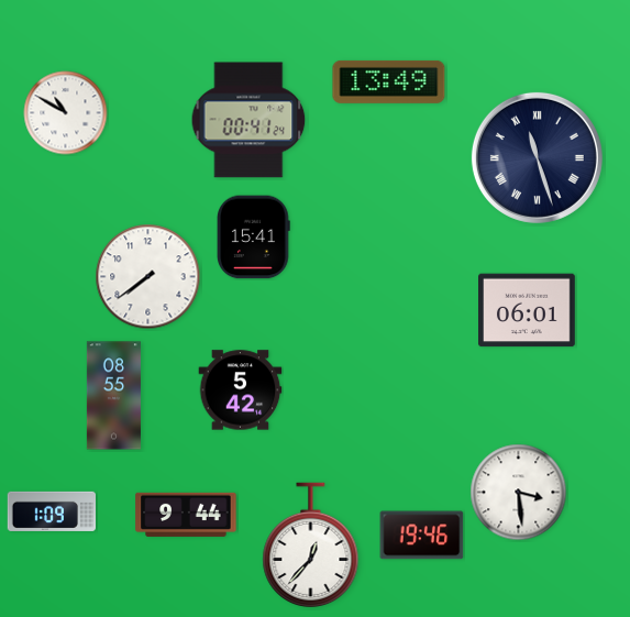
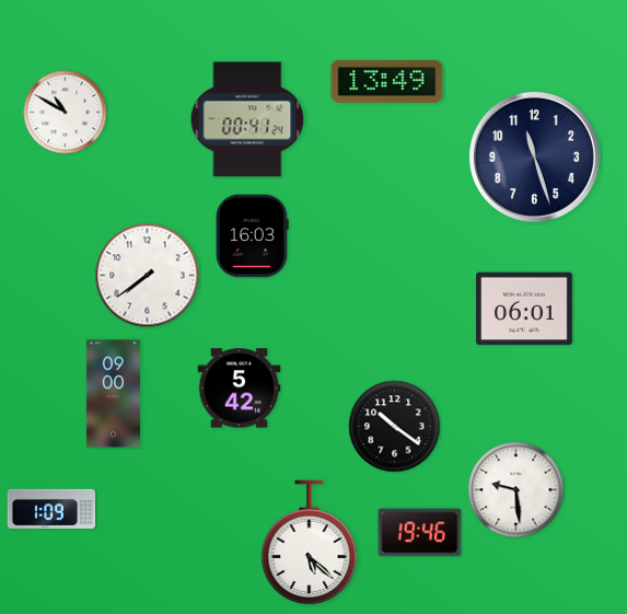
clock at (537, 157) numerals: Roman -> Arabic
clock at (254, 238): 15:41 -> 16:03
clock at (113, 396): 08:55 -> 09:00
clock at (395, 427): none -> 10:21
clock at (519, 493): 3:29 -> 9:29
clock at (186, 515): 9:44 -> none
clock at (311, 546): 12:37 -> 5:22
